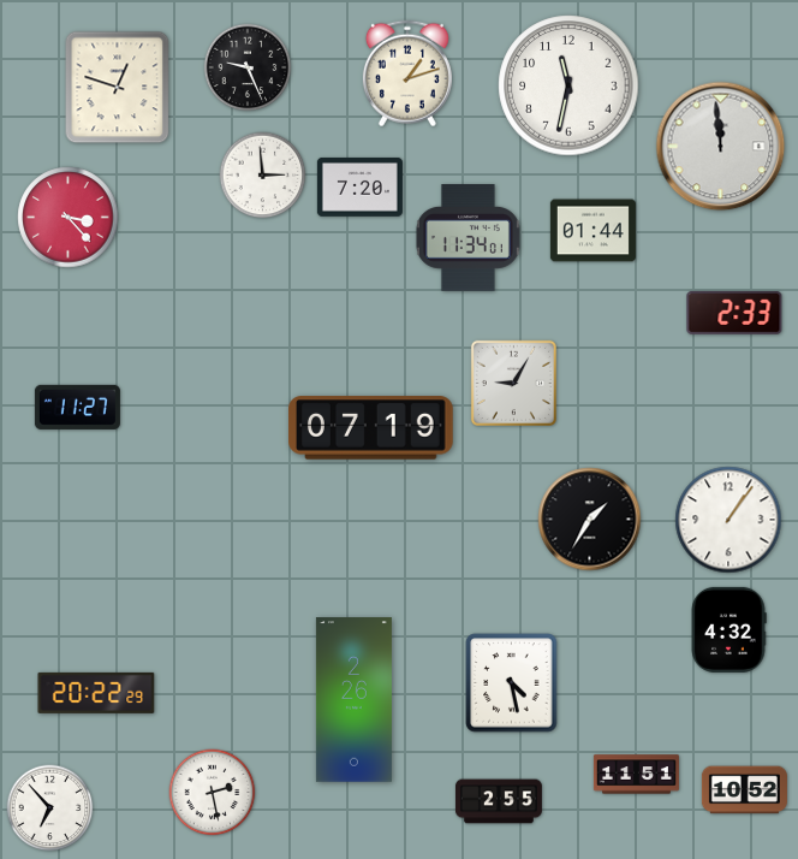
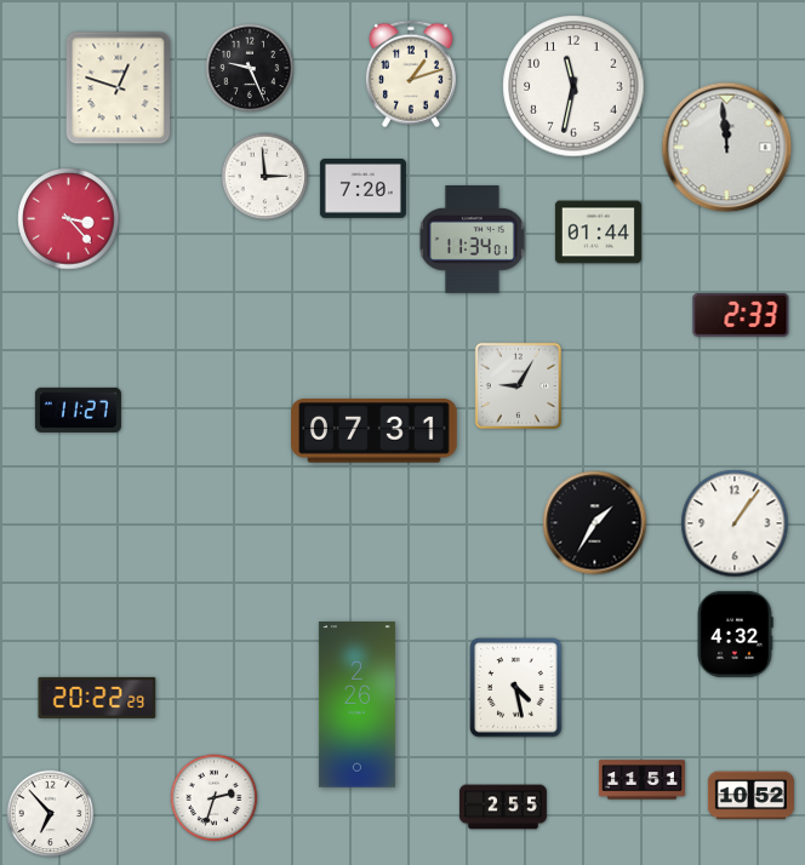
clock at (371, 428): 07:19 -> 07:31
clock at (213, 793): 2:28 -> 2:33
